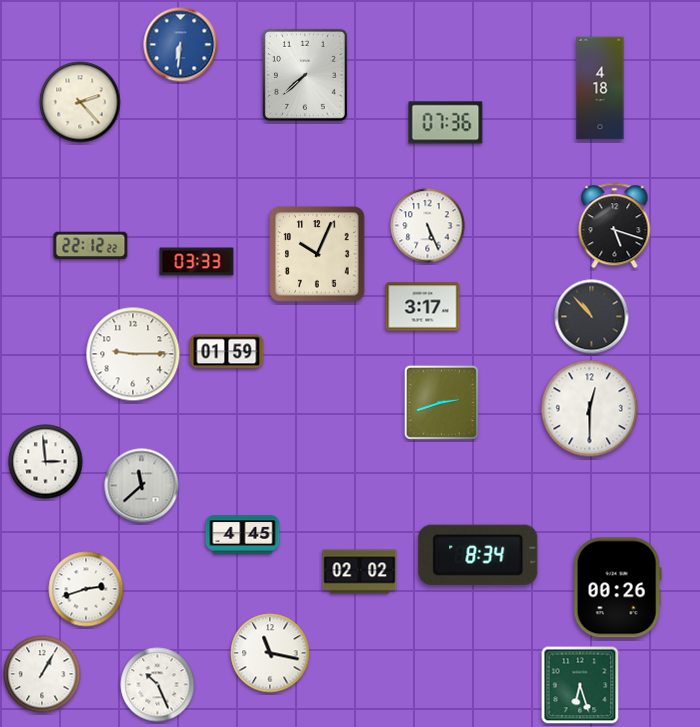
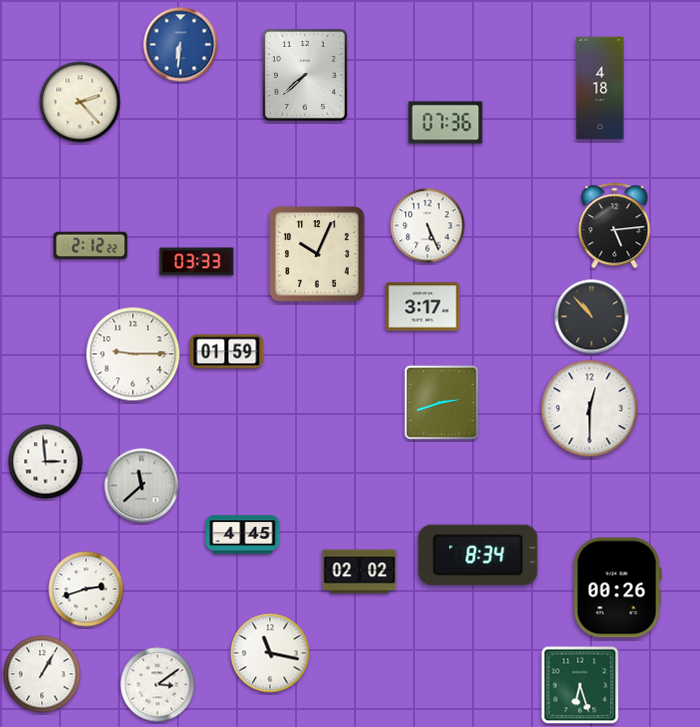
clock at (615, 226): 5:18 -> 5:14
clock at (91, 246): 22:12 -> 2:12
clock at (158, 685): 10:26 -> 3:09
